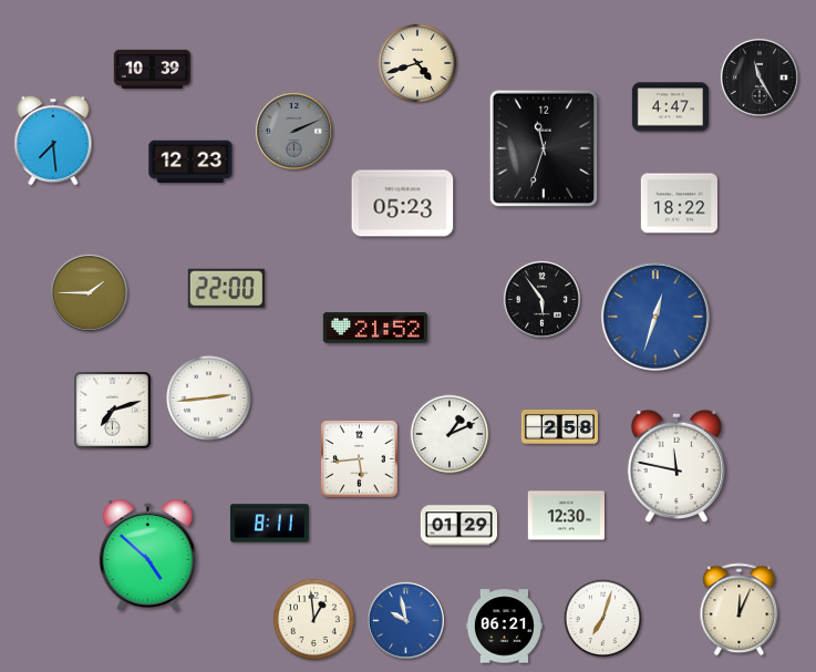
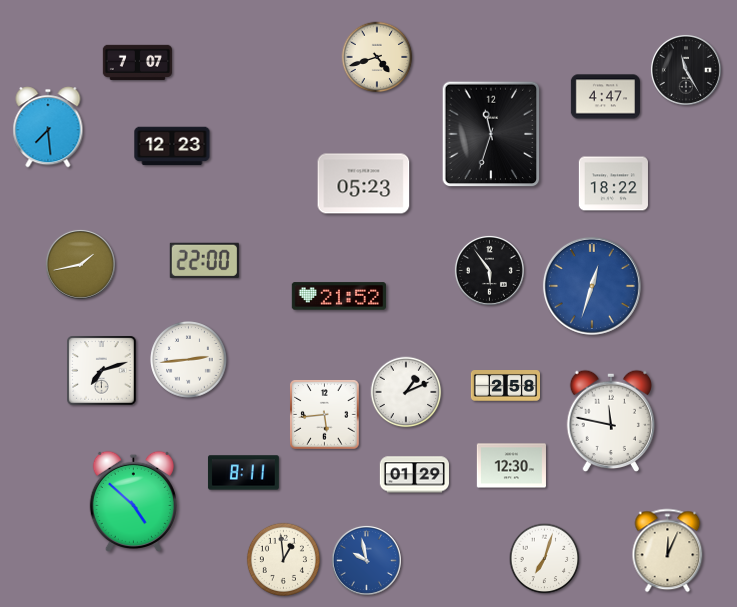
clock at (152, 69): 10:39 -> 7:07
clock at (293, 131): 2:11 -> none
clock at (89, 292): 1:45 -> 1:43
clock at (504, 627): 06:21 -> none
